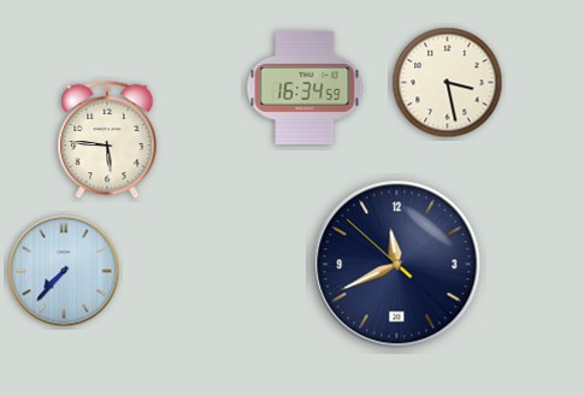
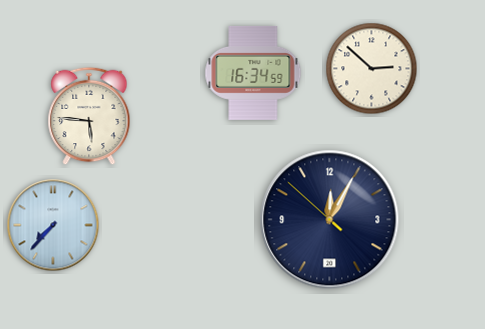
clock at (448, 83): 3:28 -> 2:52
clock at (397, 265): 11:40 -> 12:04
